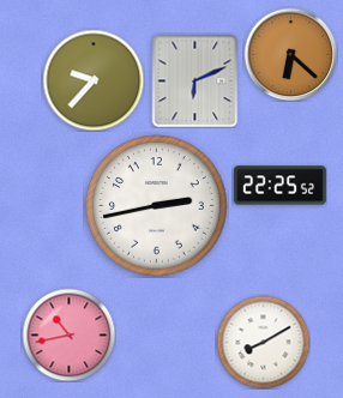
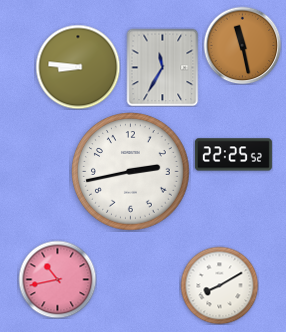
clock at (290, 54): 6:22 -> 11:28
clock at (94, 80): 9:37 -> 8:46
clock at (195, 80): 6:11 -> 11:35
